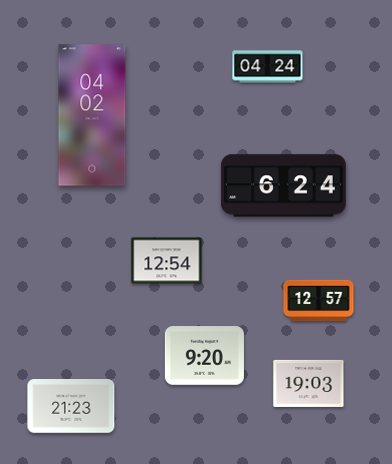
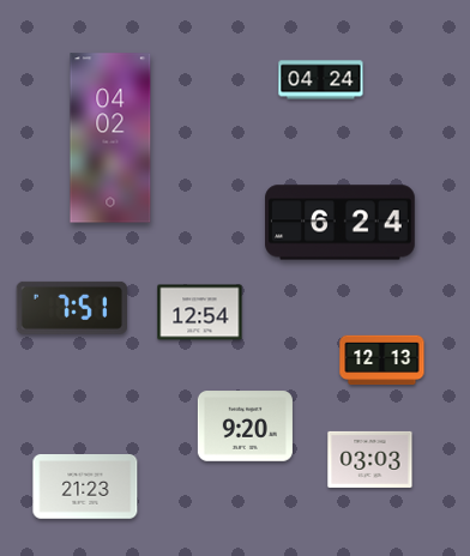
clock at (72, 308): none -> 7:51
clock at (319, 301): 12:57 -> 12:13
clock at (309, 383): 19:03 -> 03:03
